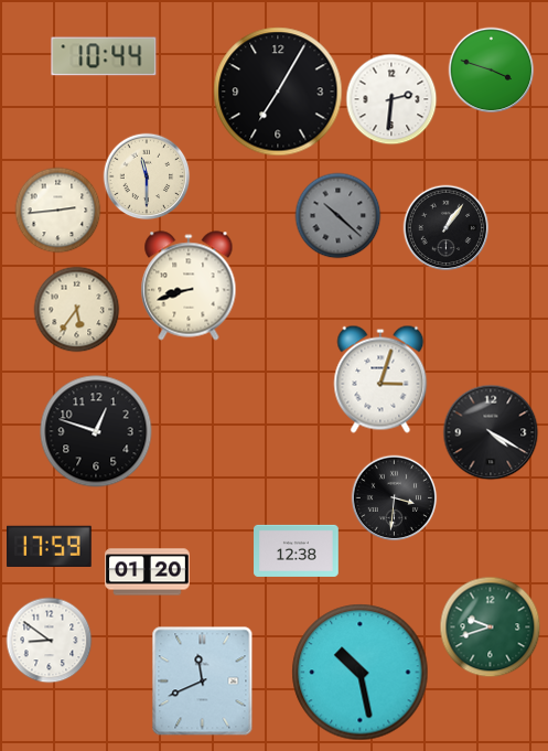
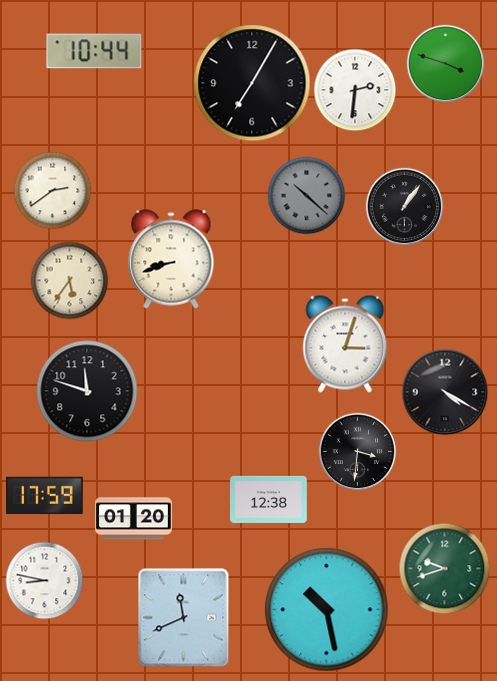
clock at (147, 176): 11:30 -> none
clock at (57, 210): 2:44 -> 2:39
clock at (96, 431): 12:48 -> 11:48
clock at (49, 640): 8:51 -> 8:47
